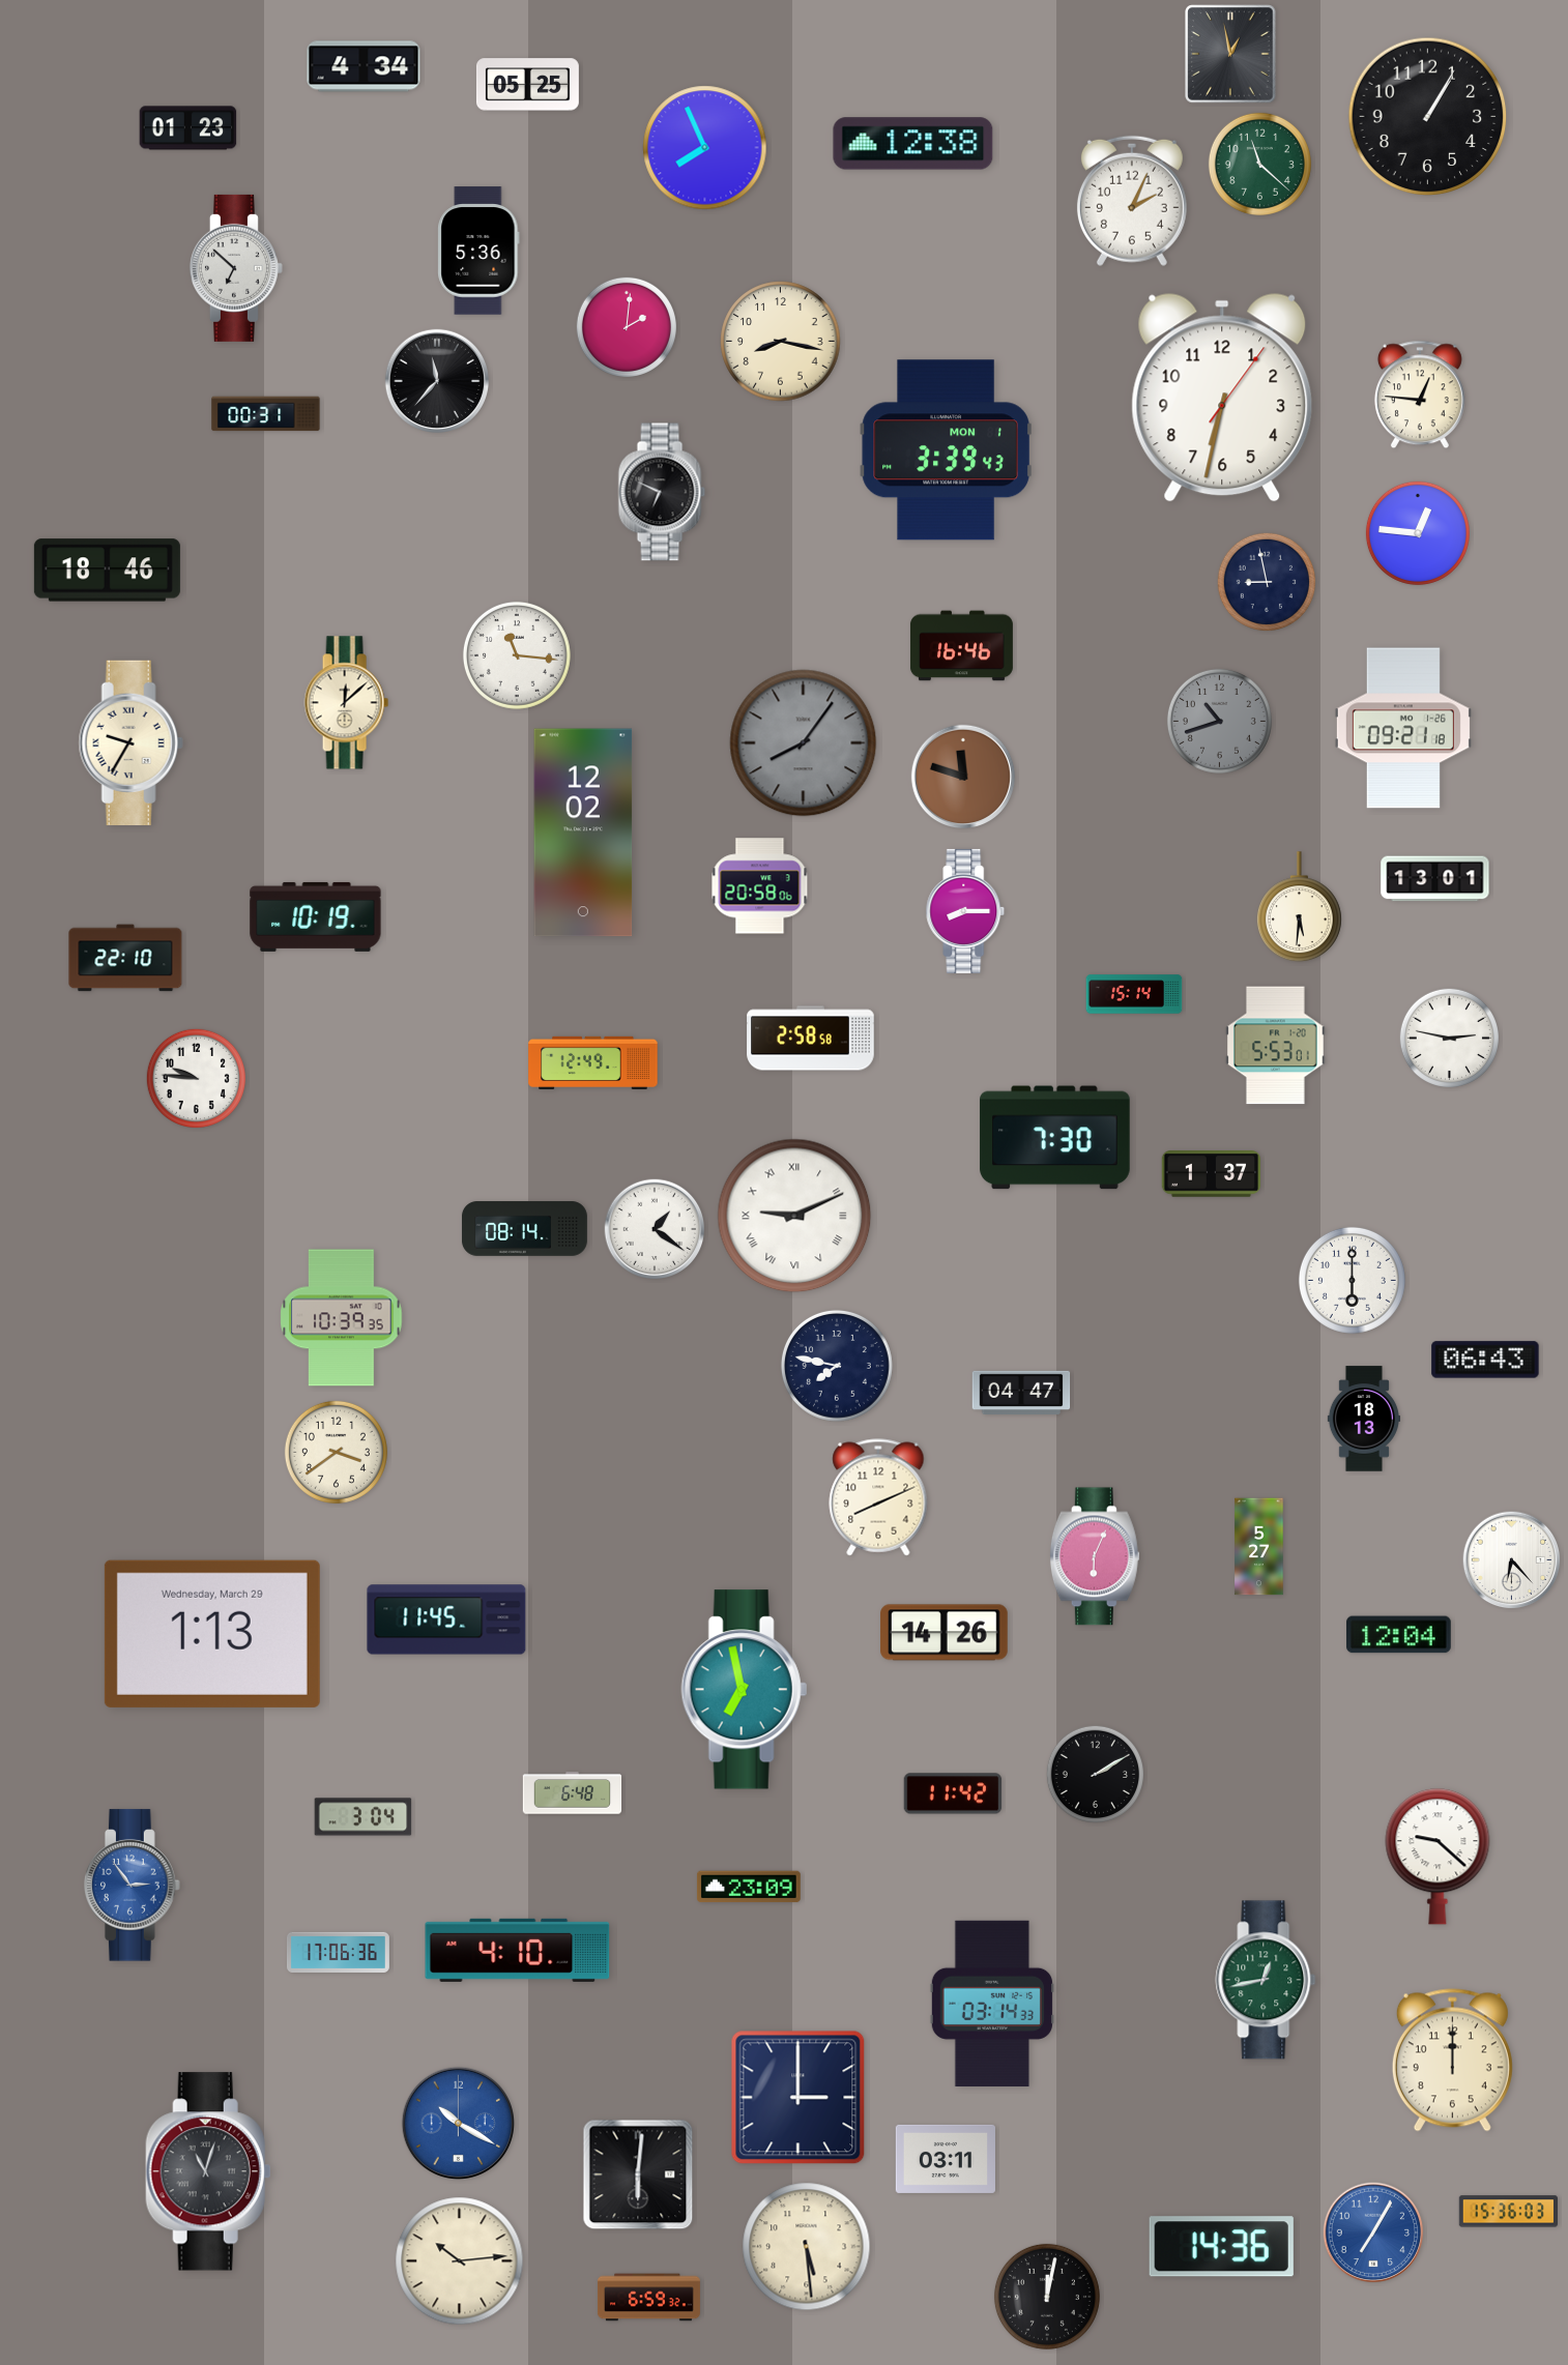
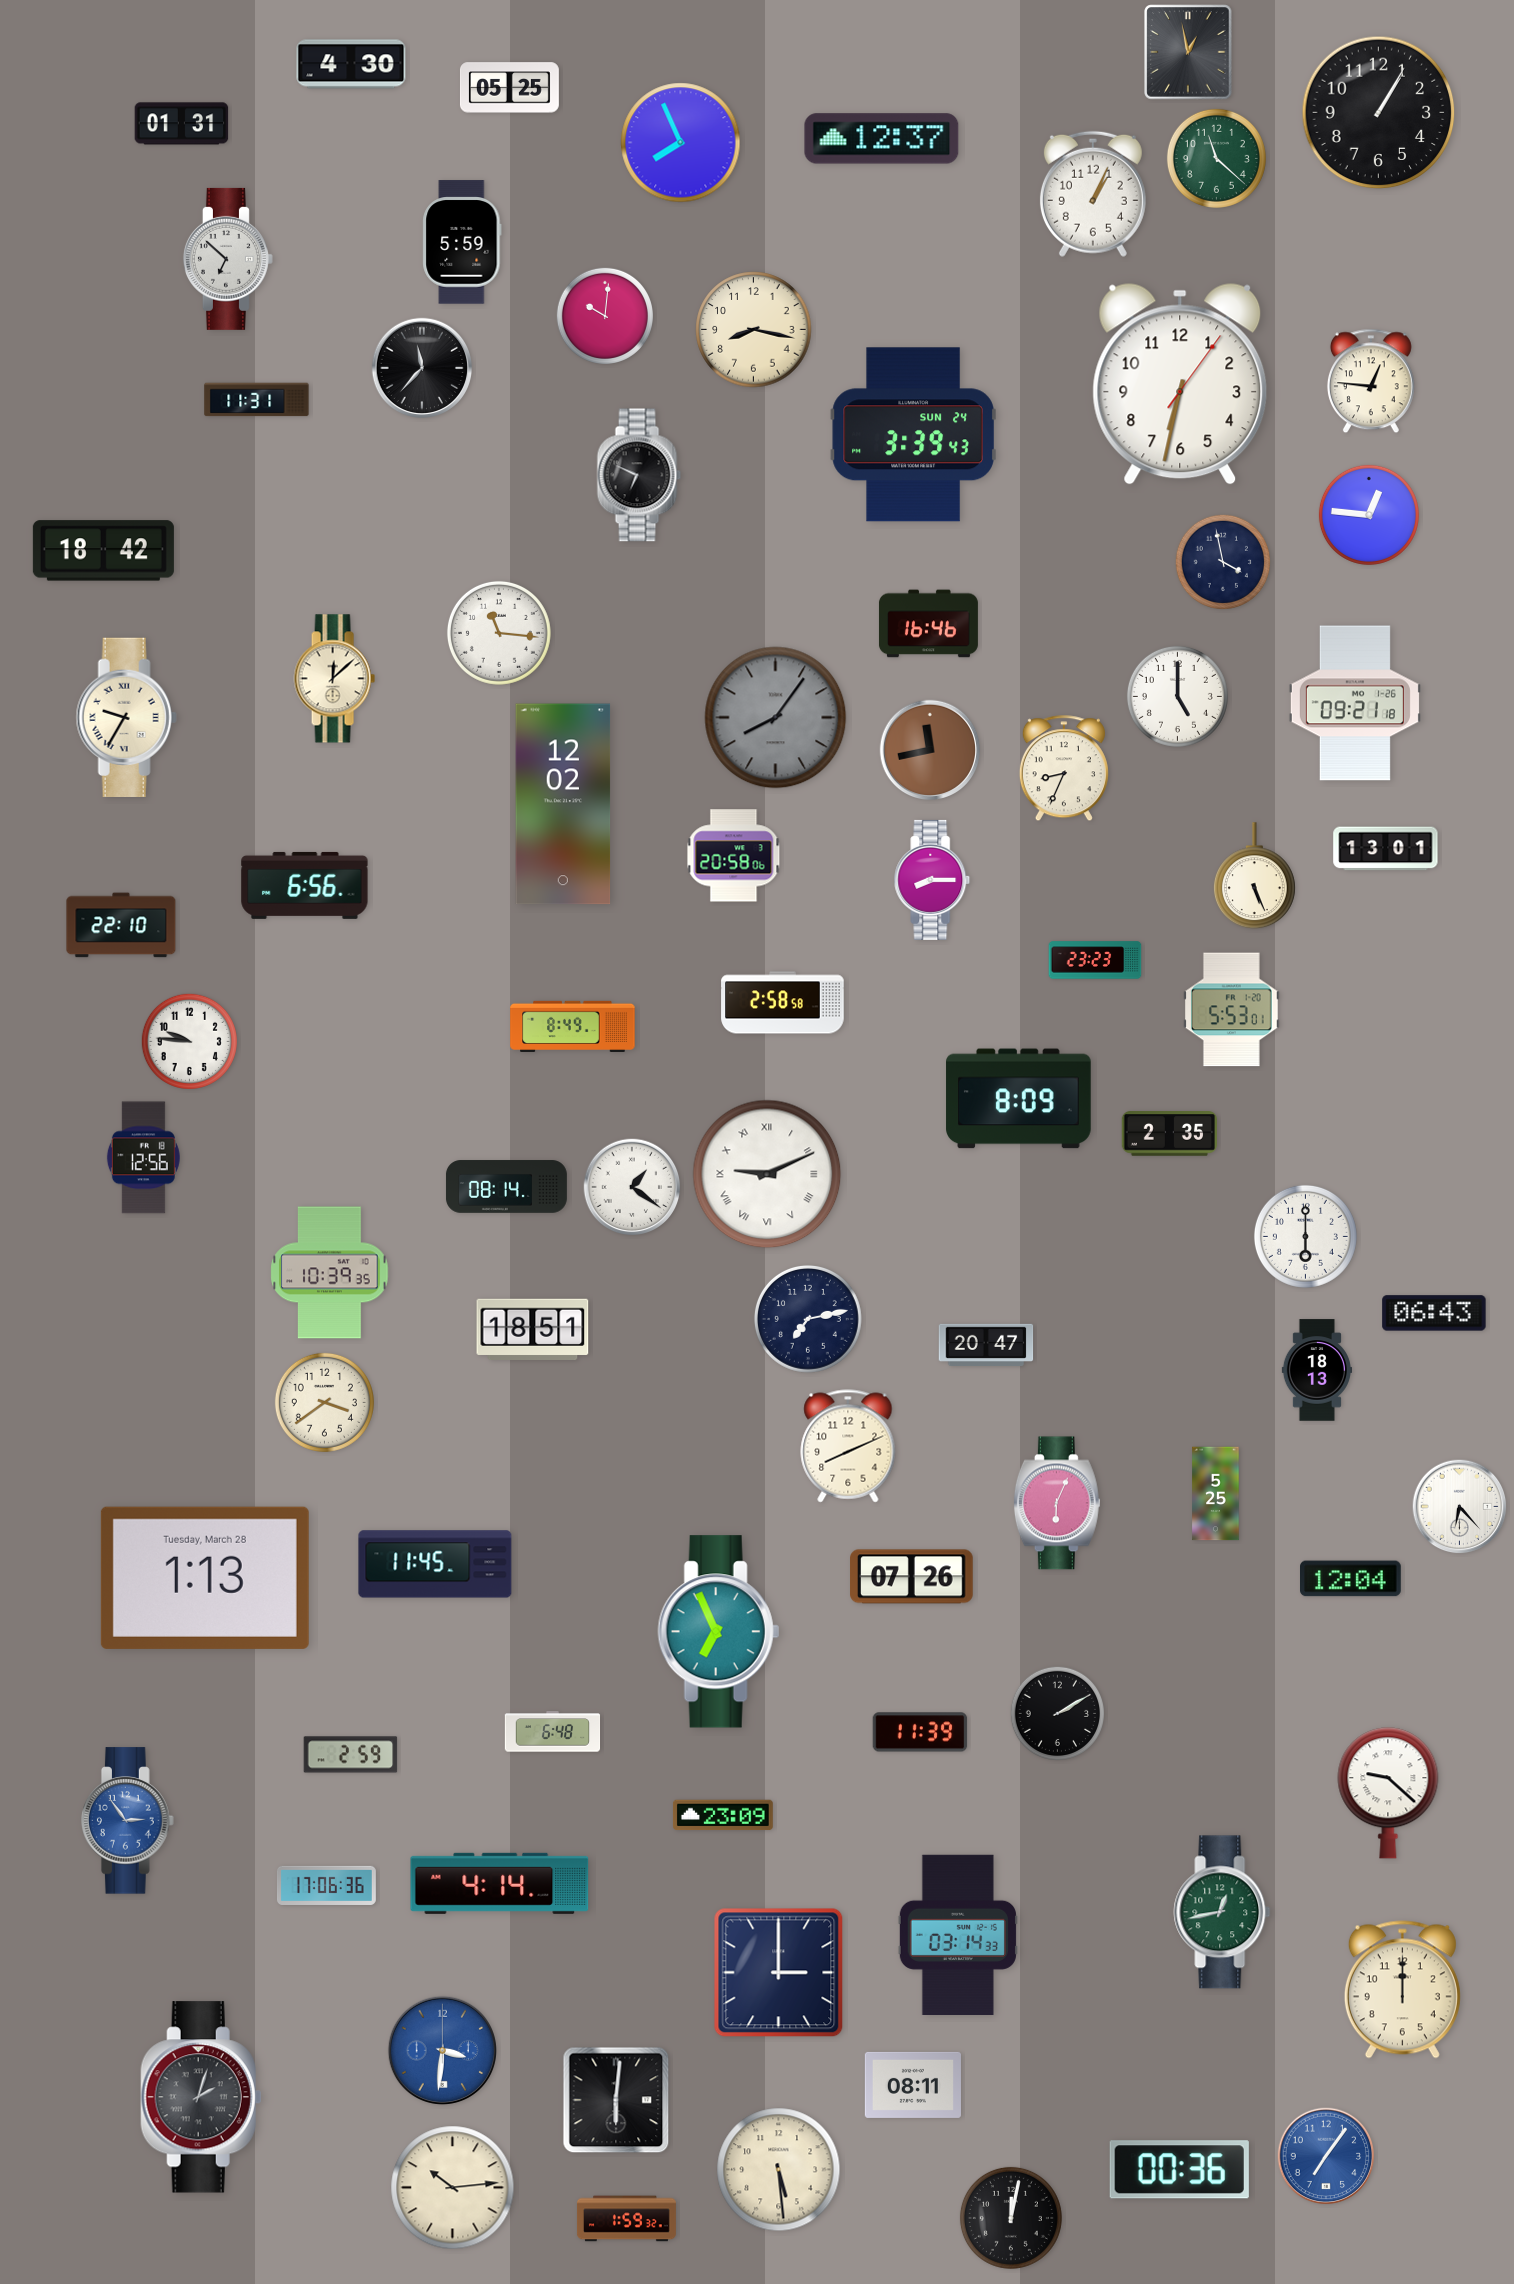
clock at (364, 66): 4:34 -> 4:30
clock at (527, 85) position: (527, 85) -> (509, 88)
clock at (188, 128): 01:23 -> 01:31
clock at (913, 144): 12:38 -> 12:37
clock at (1132, 201): 2:04 -> 1:04
clock at (478, 251): 5:36 -> 5:59
clock at (627, 327): 2:01 -> 10:01
clock at (266, 414): 00:31 -> 11:31
clock at (946, 450) date: MON 1 -> SUN 24
clock at (107, 571): 18:46 -> 18:42
clock at (1266, 581): 8:58 -> 3:58
clock at (1219, 721): 10:42 -> 5:00
clock at (1219, 721) dial: grey -> white
clock at (963, 777): 11:48 -> 11:43
clock at (1064, 769): none -> 8:34
clock at (1299, 907): 5:31 -> 5:26
clock at (316, 916): 10:19 -> 6:56
clock at (1134, 994): 15:14 -> 23:23
clock at (1449, 1038): 2:47 -> none
clock at (593, 1062): 12:49 -> 8:49
clock at (1055, 1138): 7:30 -> 8:09
clock at (1211, 1174): 1:37 -> 2:35
clock at (143, 1158): none -> 12:56
clock at (837, 1366): 7:47 -> 7:13
clock at (533, 1330): none -> 18:51
clock at (1021, 1392): 04:47 -> 20:47
clock at (1259, 1547): 5:27 -> 5:25
clock at (446, 1619) position: (446, 1619) -> (435, 1564)
clock at (945, 1633): 14:26 -> 07:26
clock at (212, 1634) date: Wednesday, March 29 -> Tuesday, March 28
clock at (744, 1690): 6:58 -> 6:56
clock at (953, 1793): 11:42 -> 11:39
clock at (364, 1817): 3:04 -> 2:59
clock at (749, 1887) position: (749, 1887) -> (723, 1815)
clock at (518, 1950): 4:10 -> 4:14
clock at (798, 2098) position: (798, 2098) -> (779, 1973)
clock at (458, 2123): 10:20 -> 3:31
clock at (946, 2159): 03:11 -> 08:11
clock at (208, 2171): 11:03 -> 2:03
clock at (1509, 2212): 15:36 -> none
clock at (1373, 2232): 7:05 -> 7:06
clock at (1221, 2247): 14:36 -> 00:36
clock at (460, 2261) position: (460, 2261) -> (453, 2188)
clock at (648, 2298): 6:59 -> 1:59
